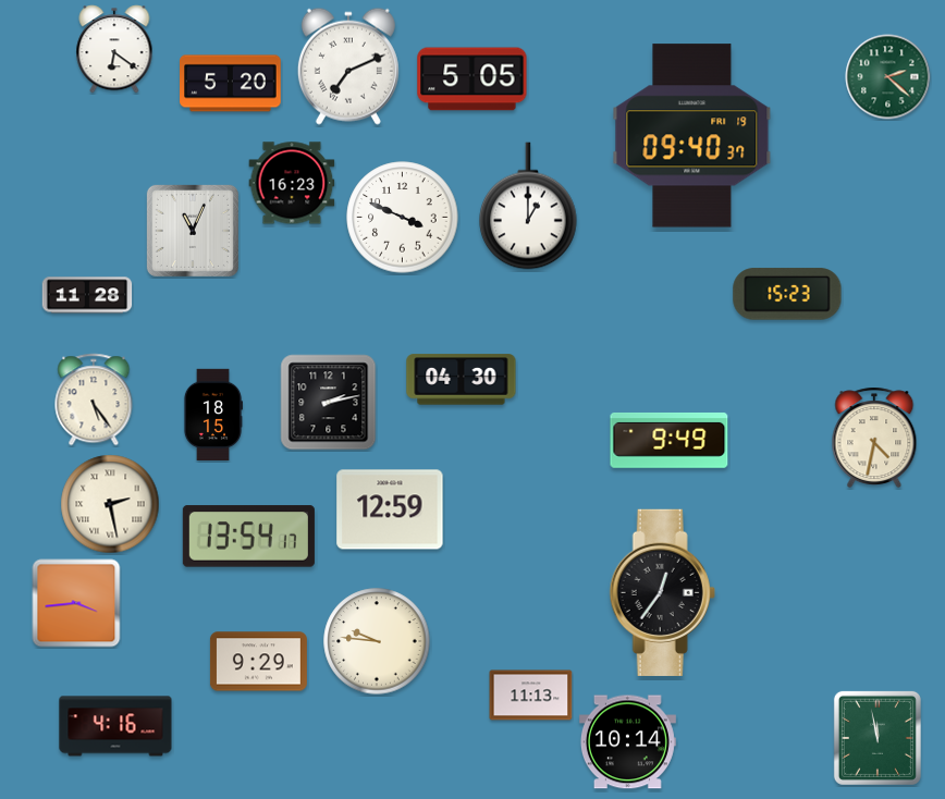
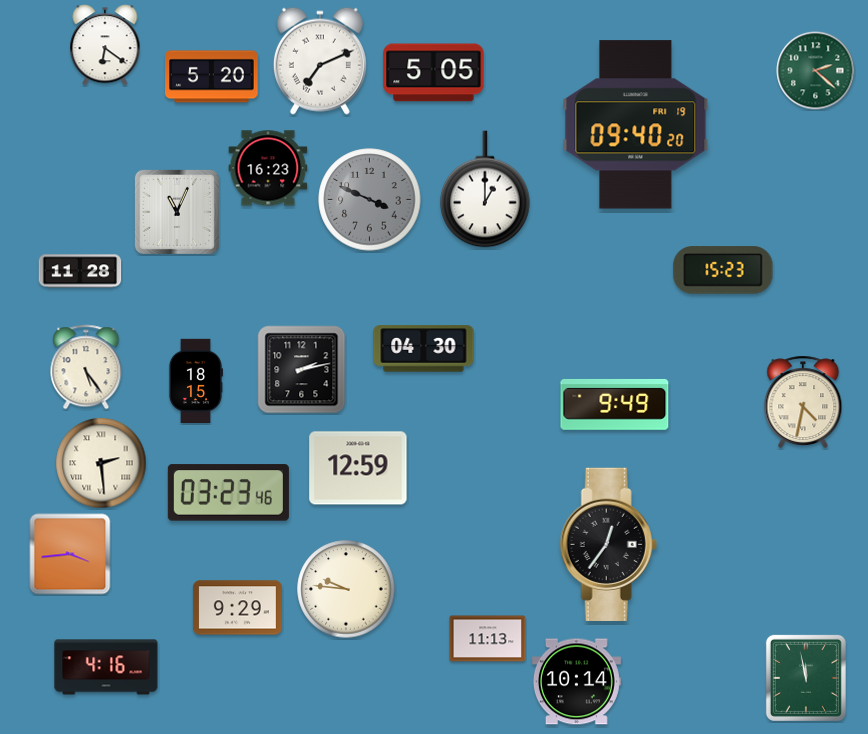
clock at (692, 136): 09:40:37 -> 09:40:20
clock at (403, 218) dial: white -> grey
clock at (110, 504): 2:28 -> 2:29
clock at (248, 537): 13:54 -> 03:23
